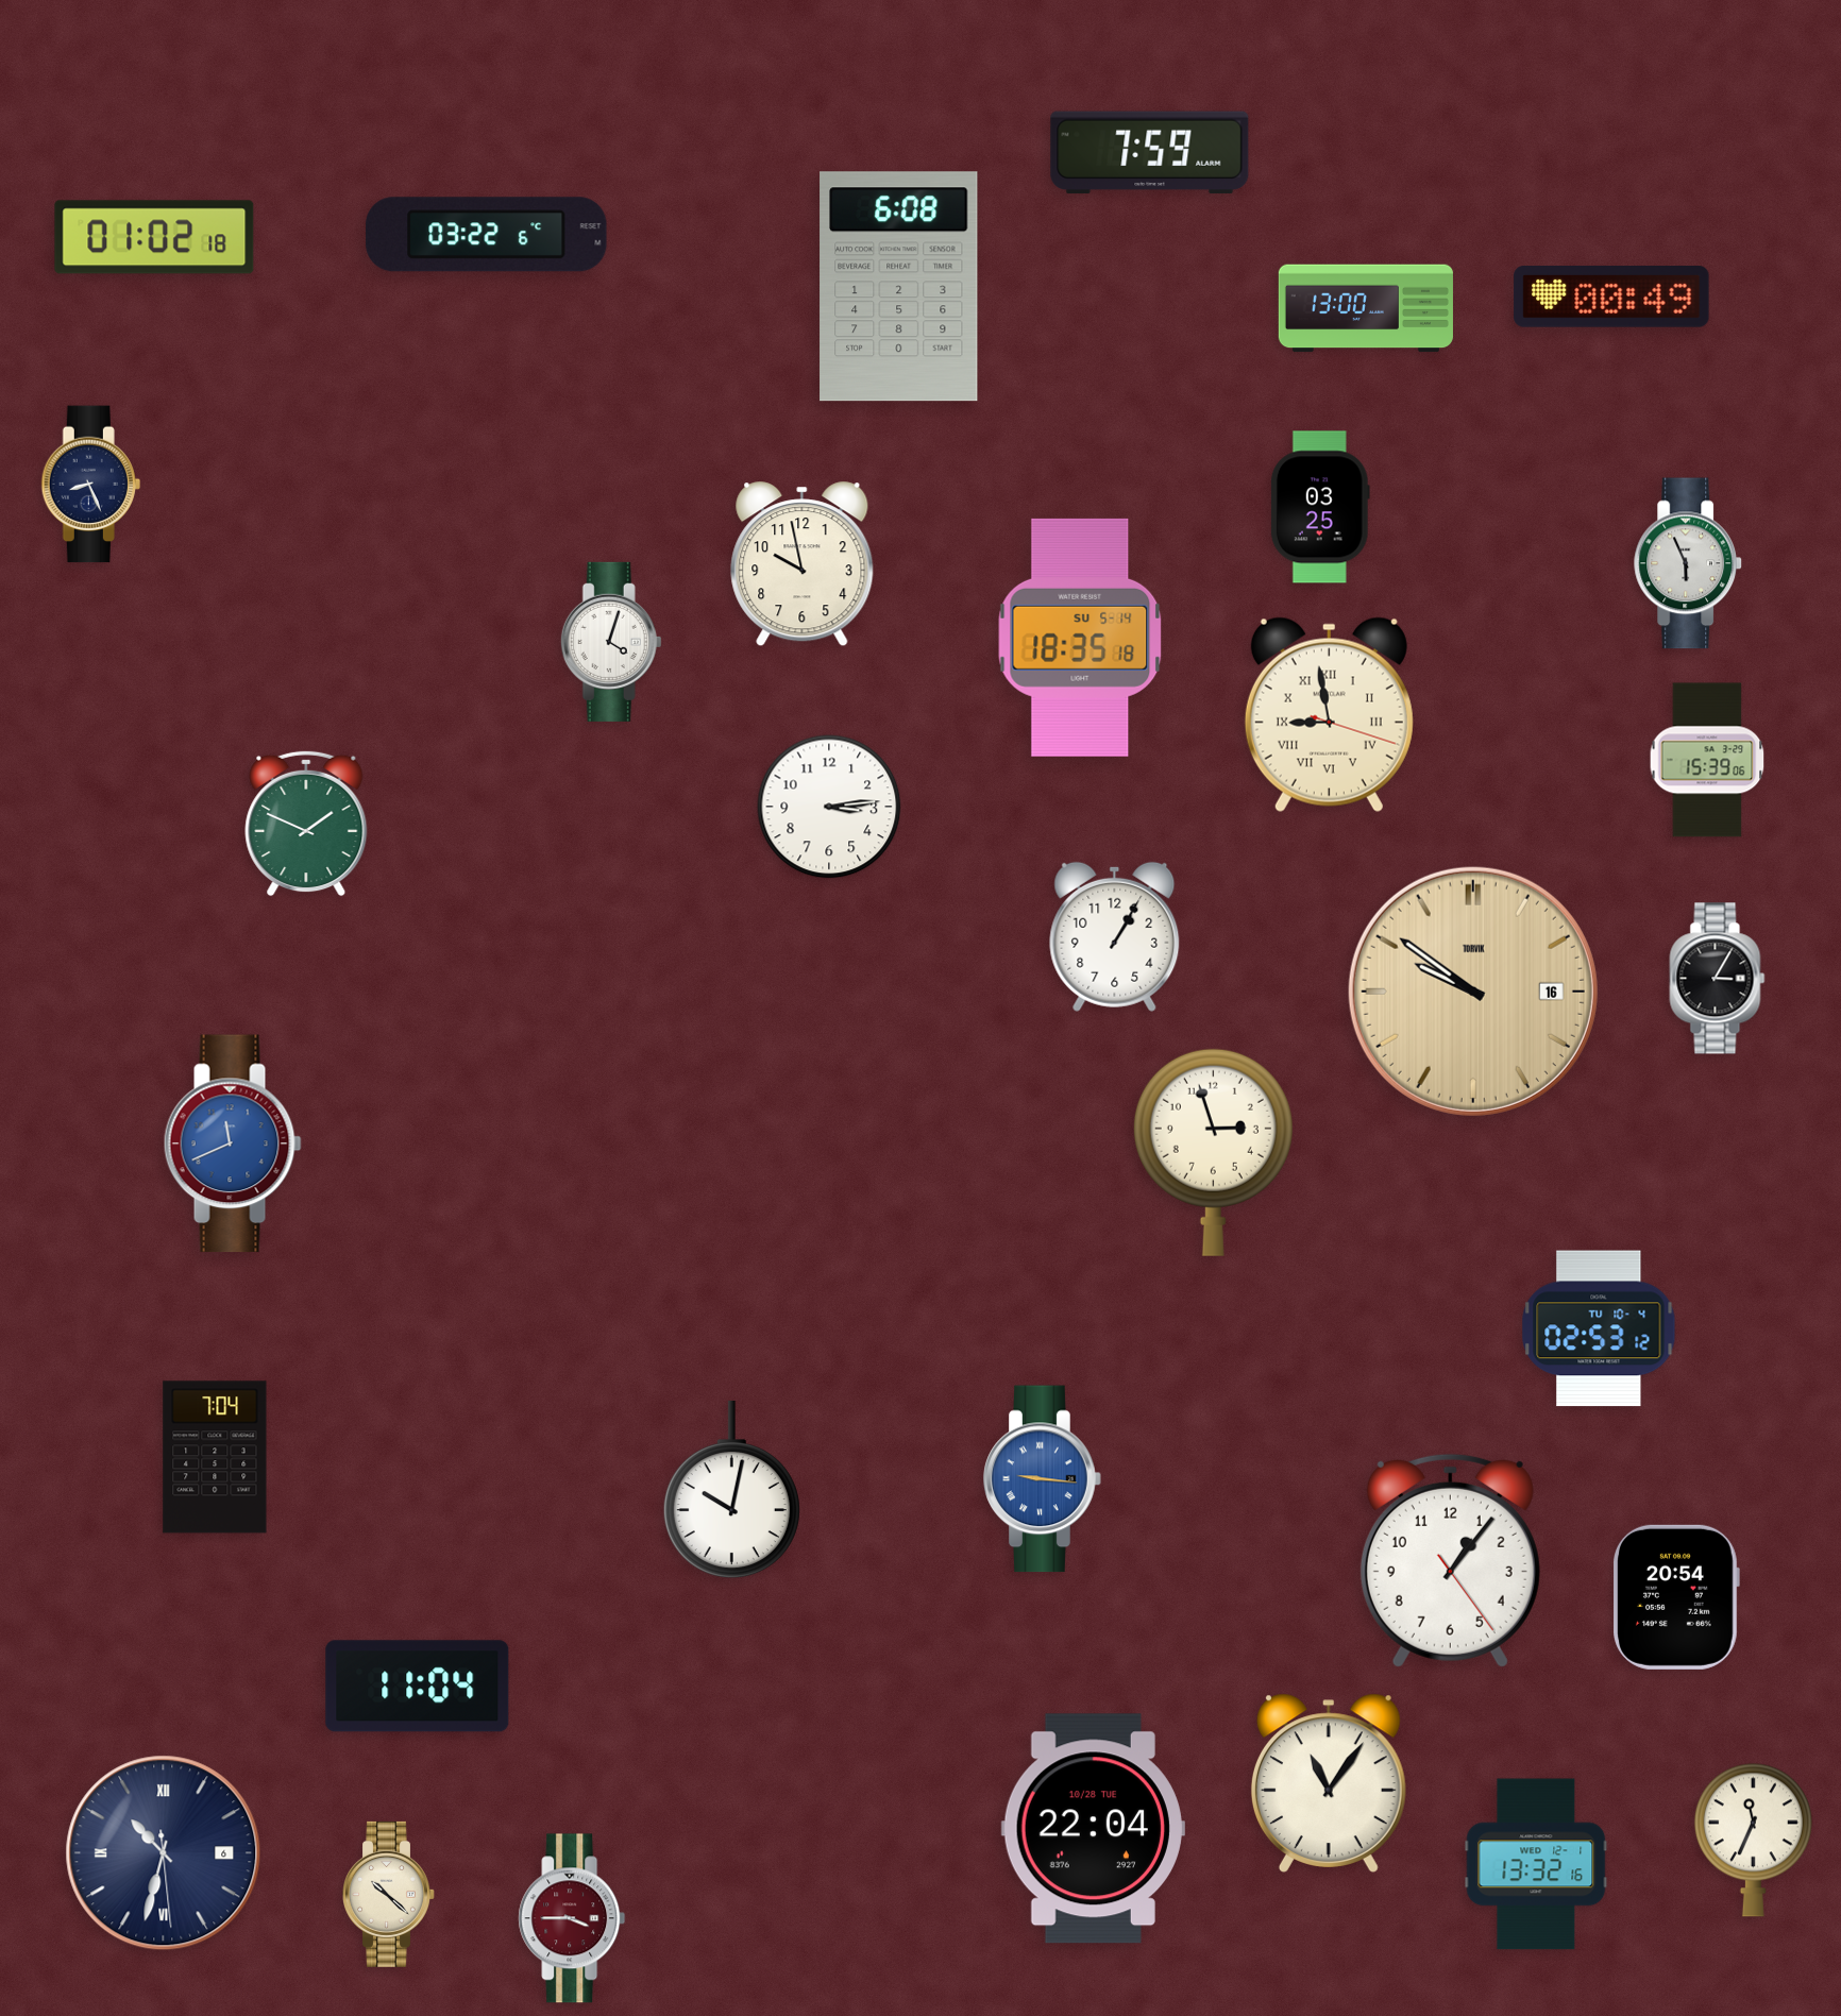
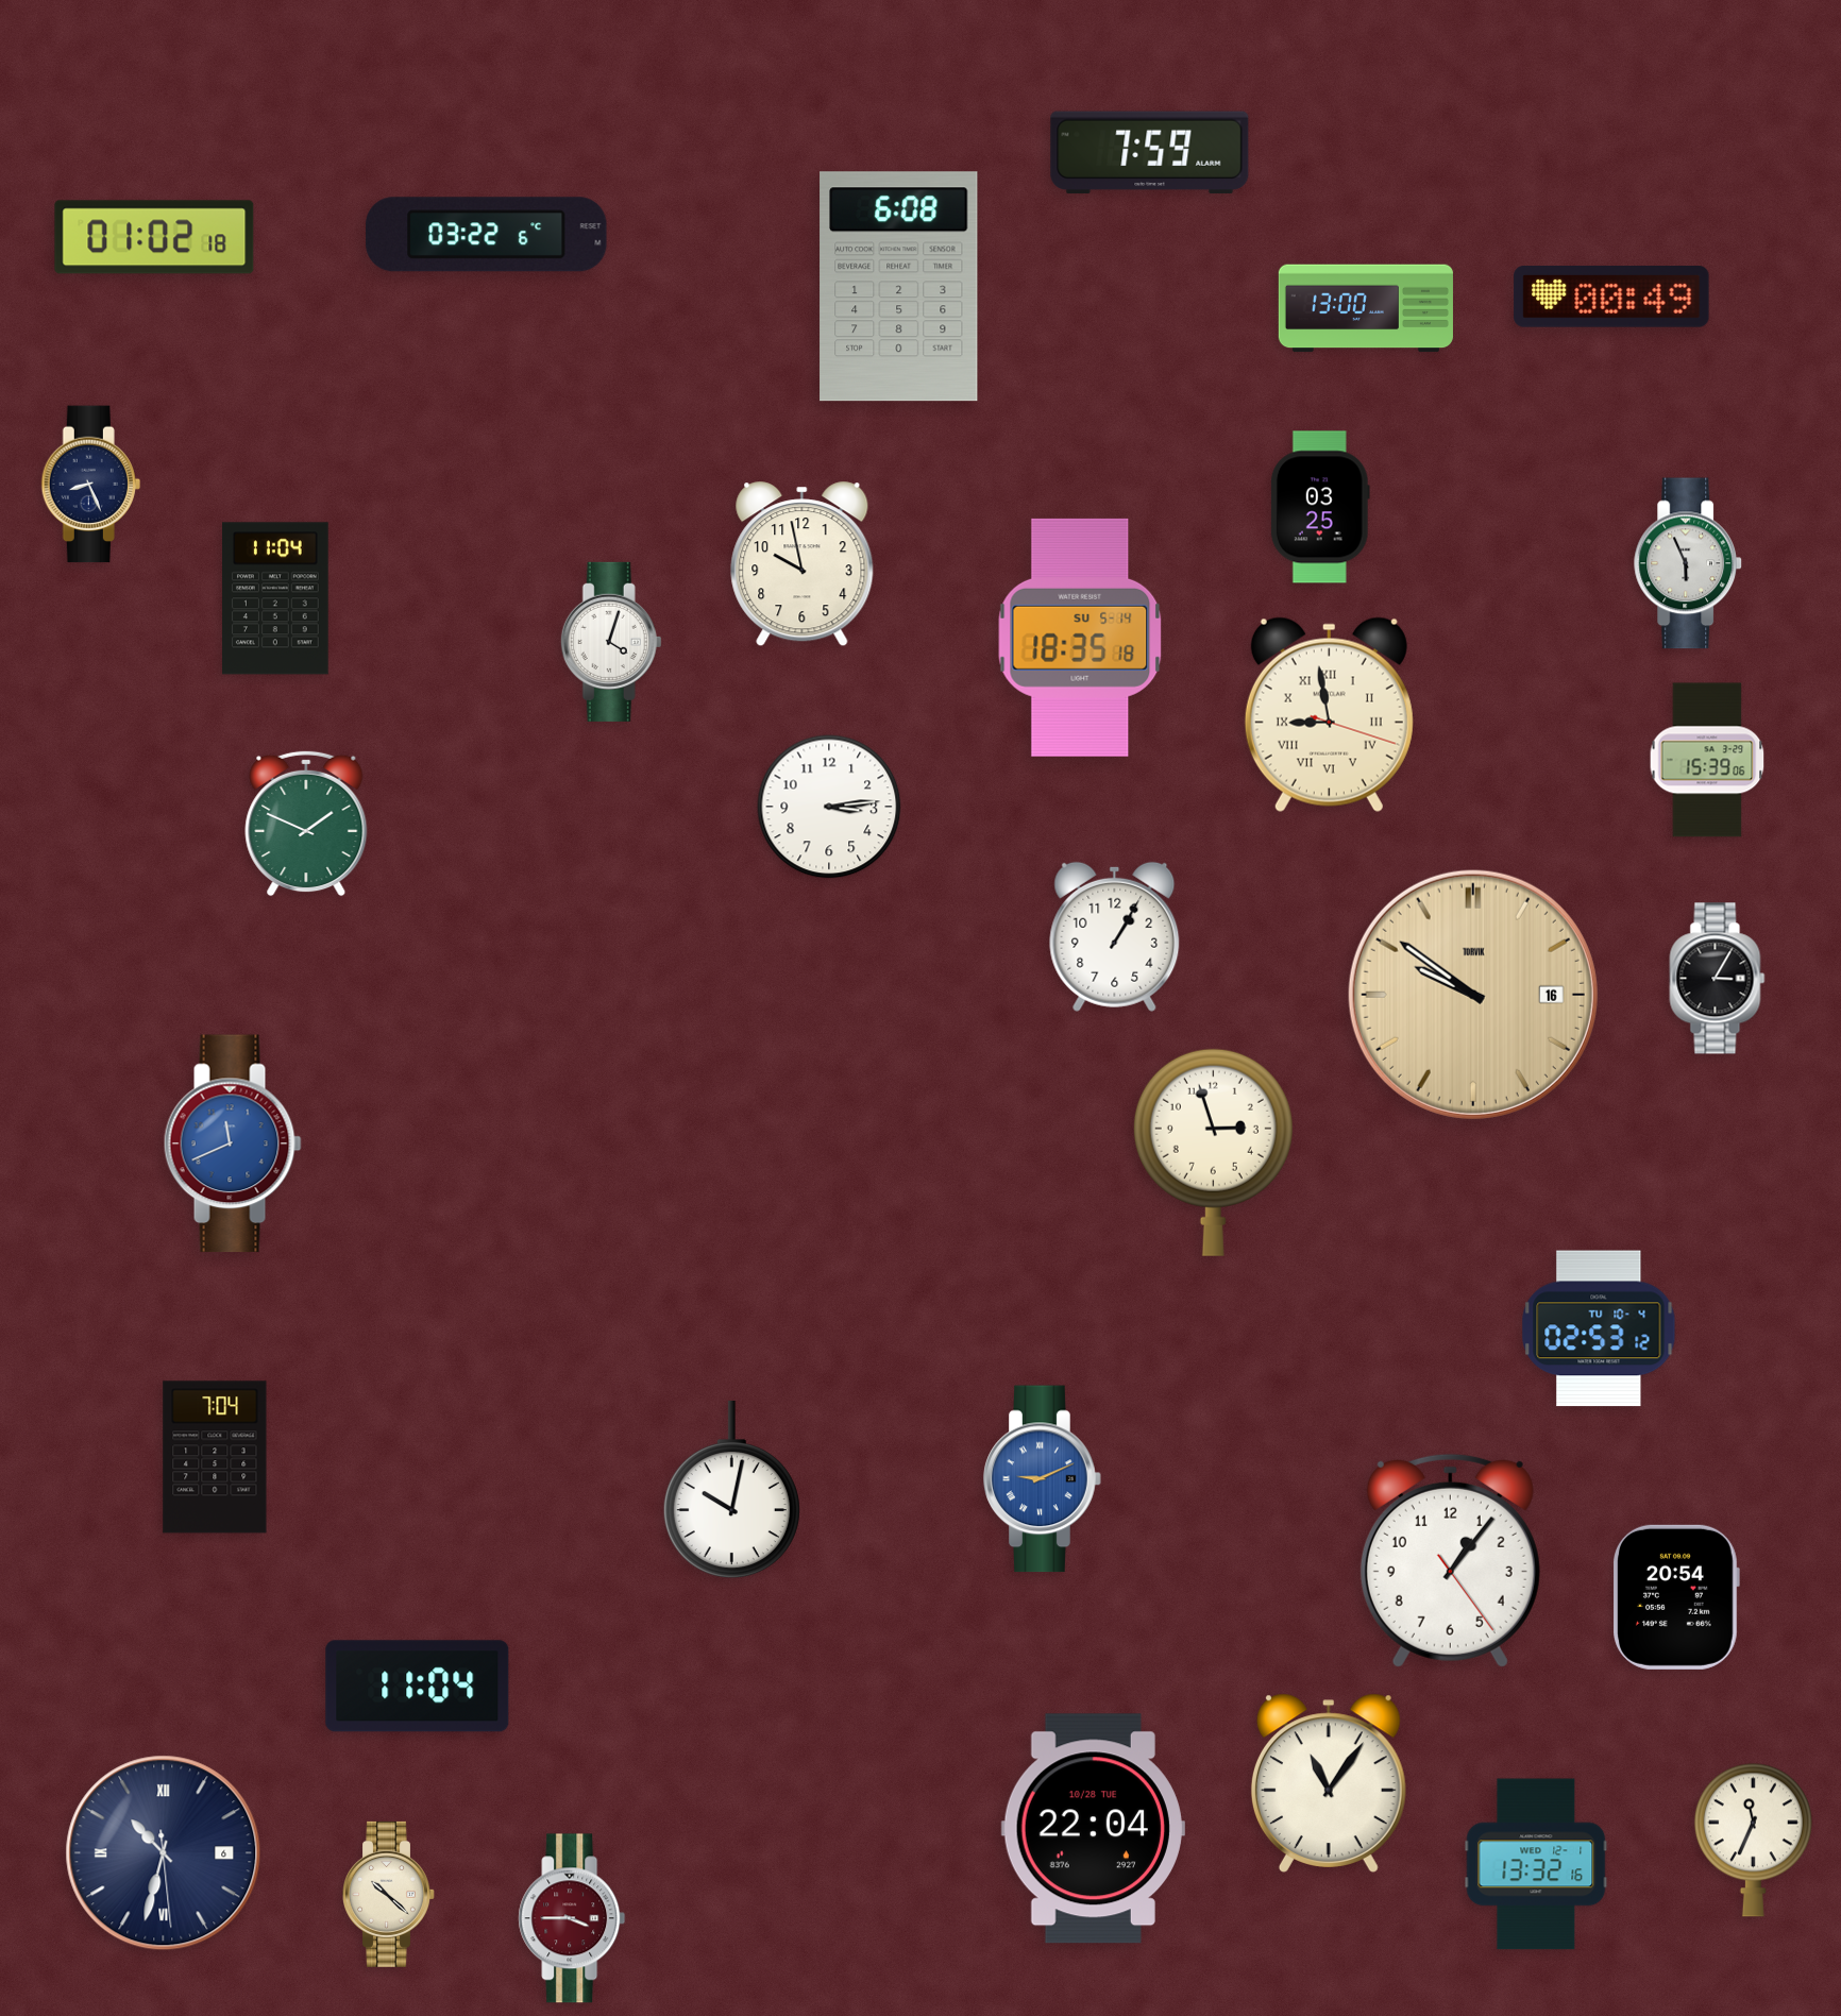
clock at (276, 598): none -> 11:04
clock at (1473, 992) position: (1473, 992) -> (1473, 995)
clock at (1043, 1479): 9:16 -> 9:11
